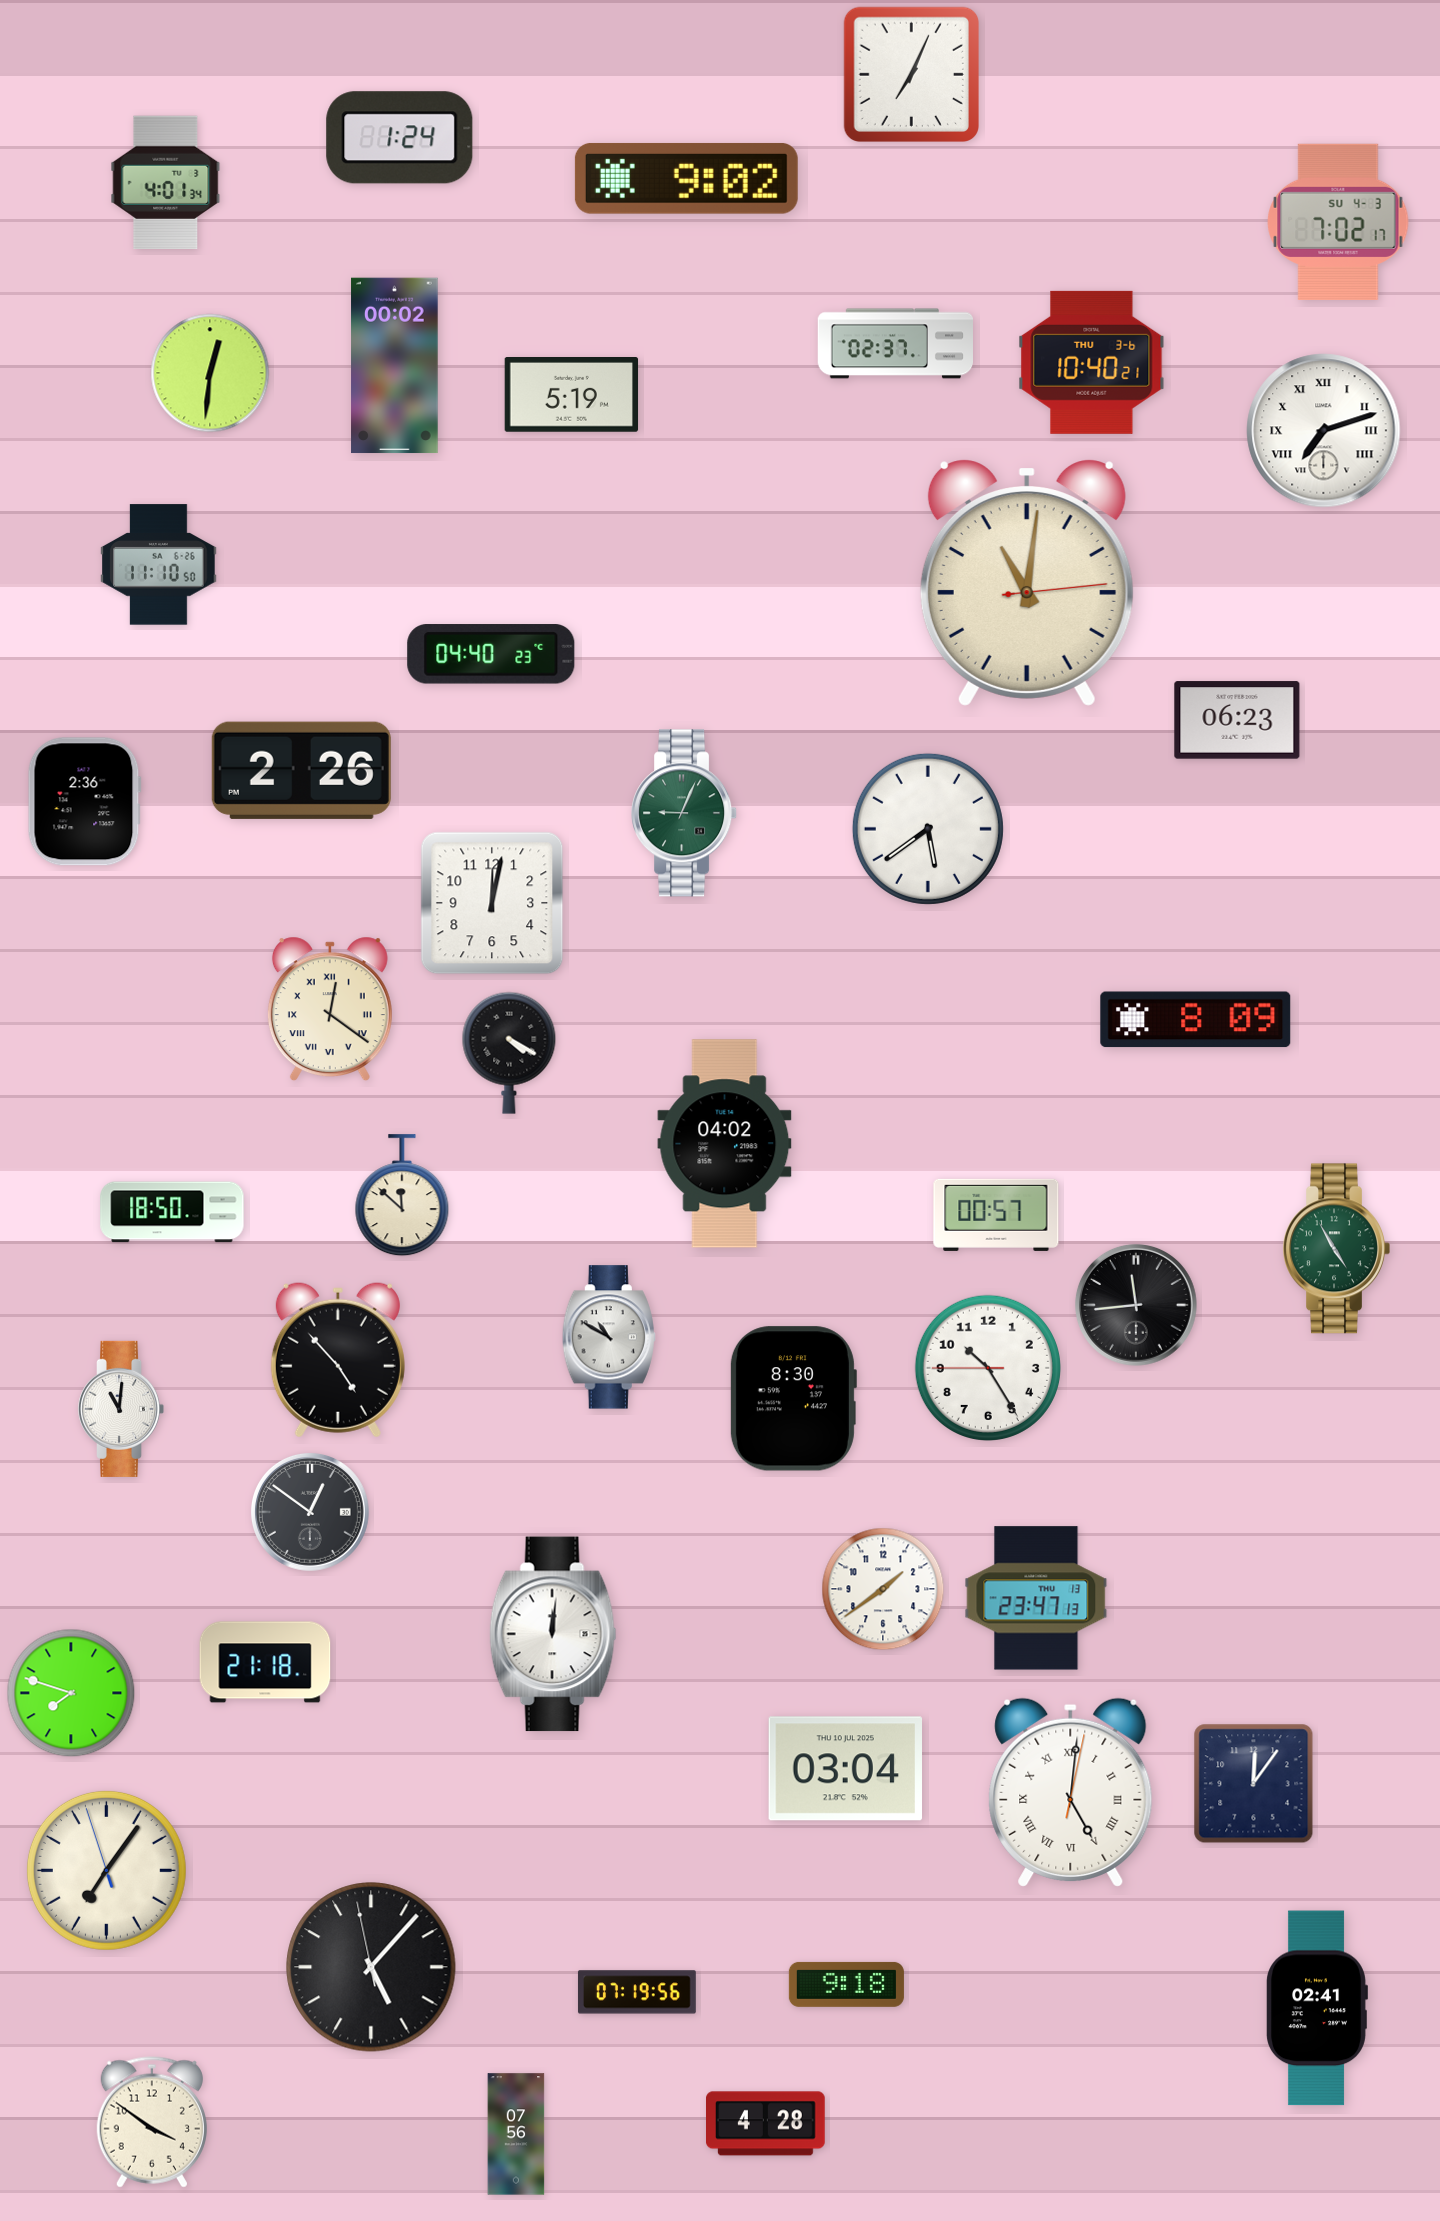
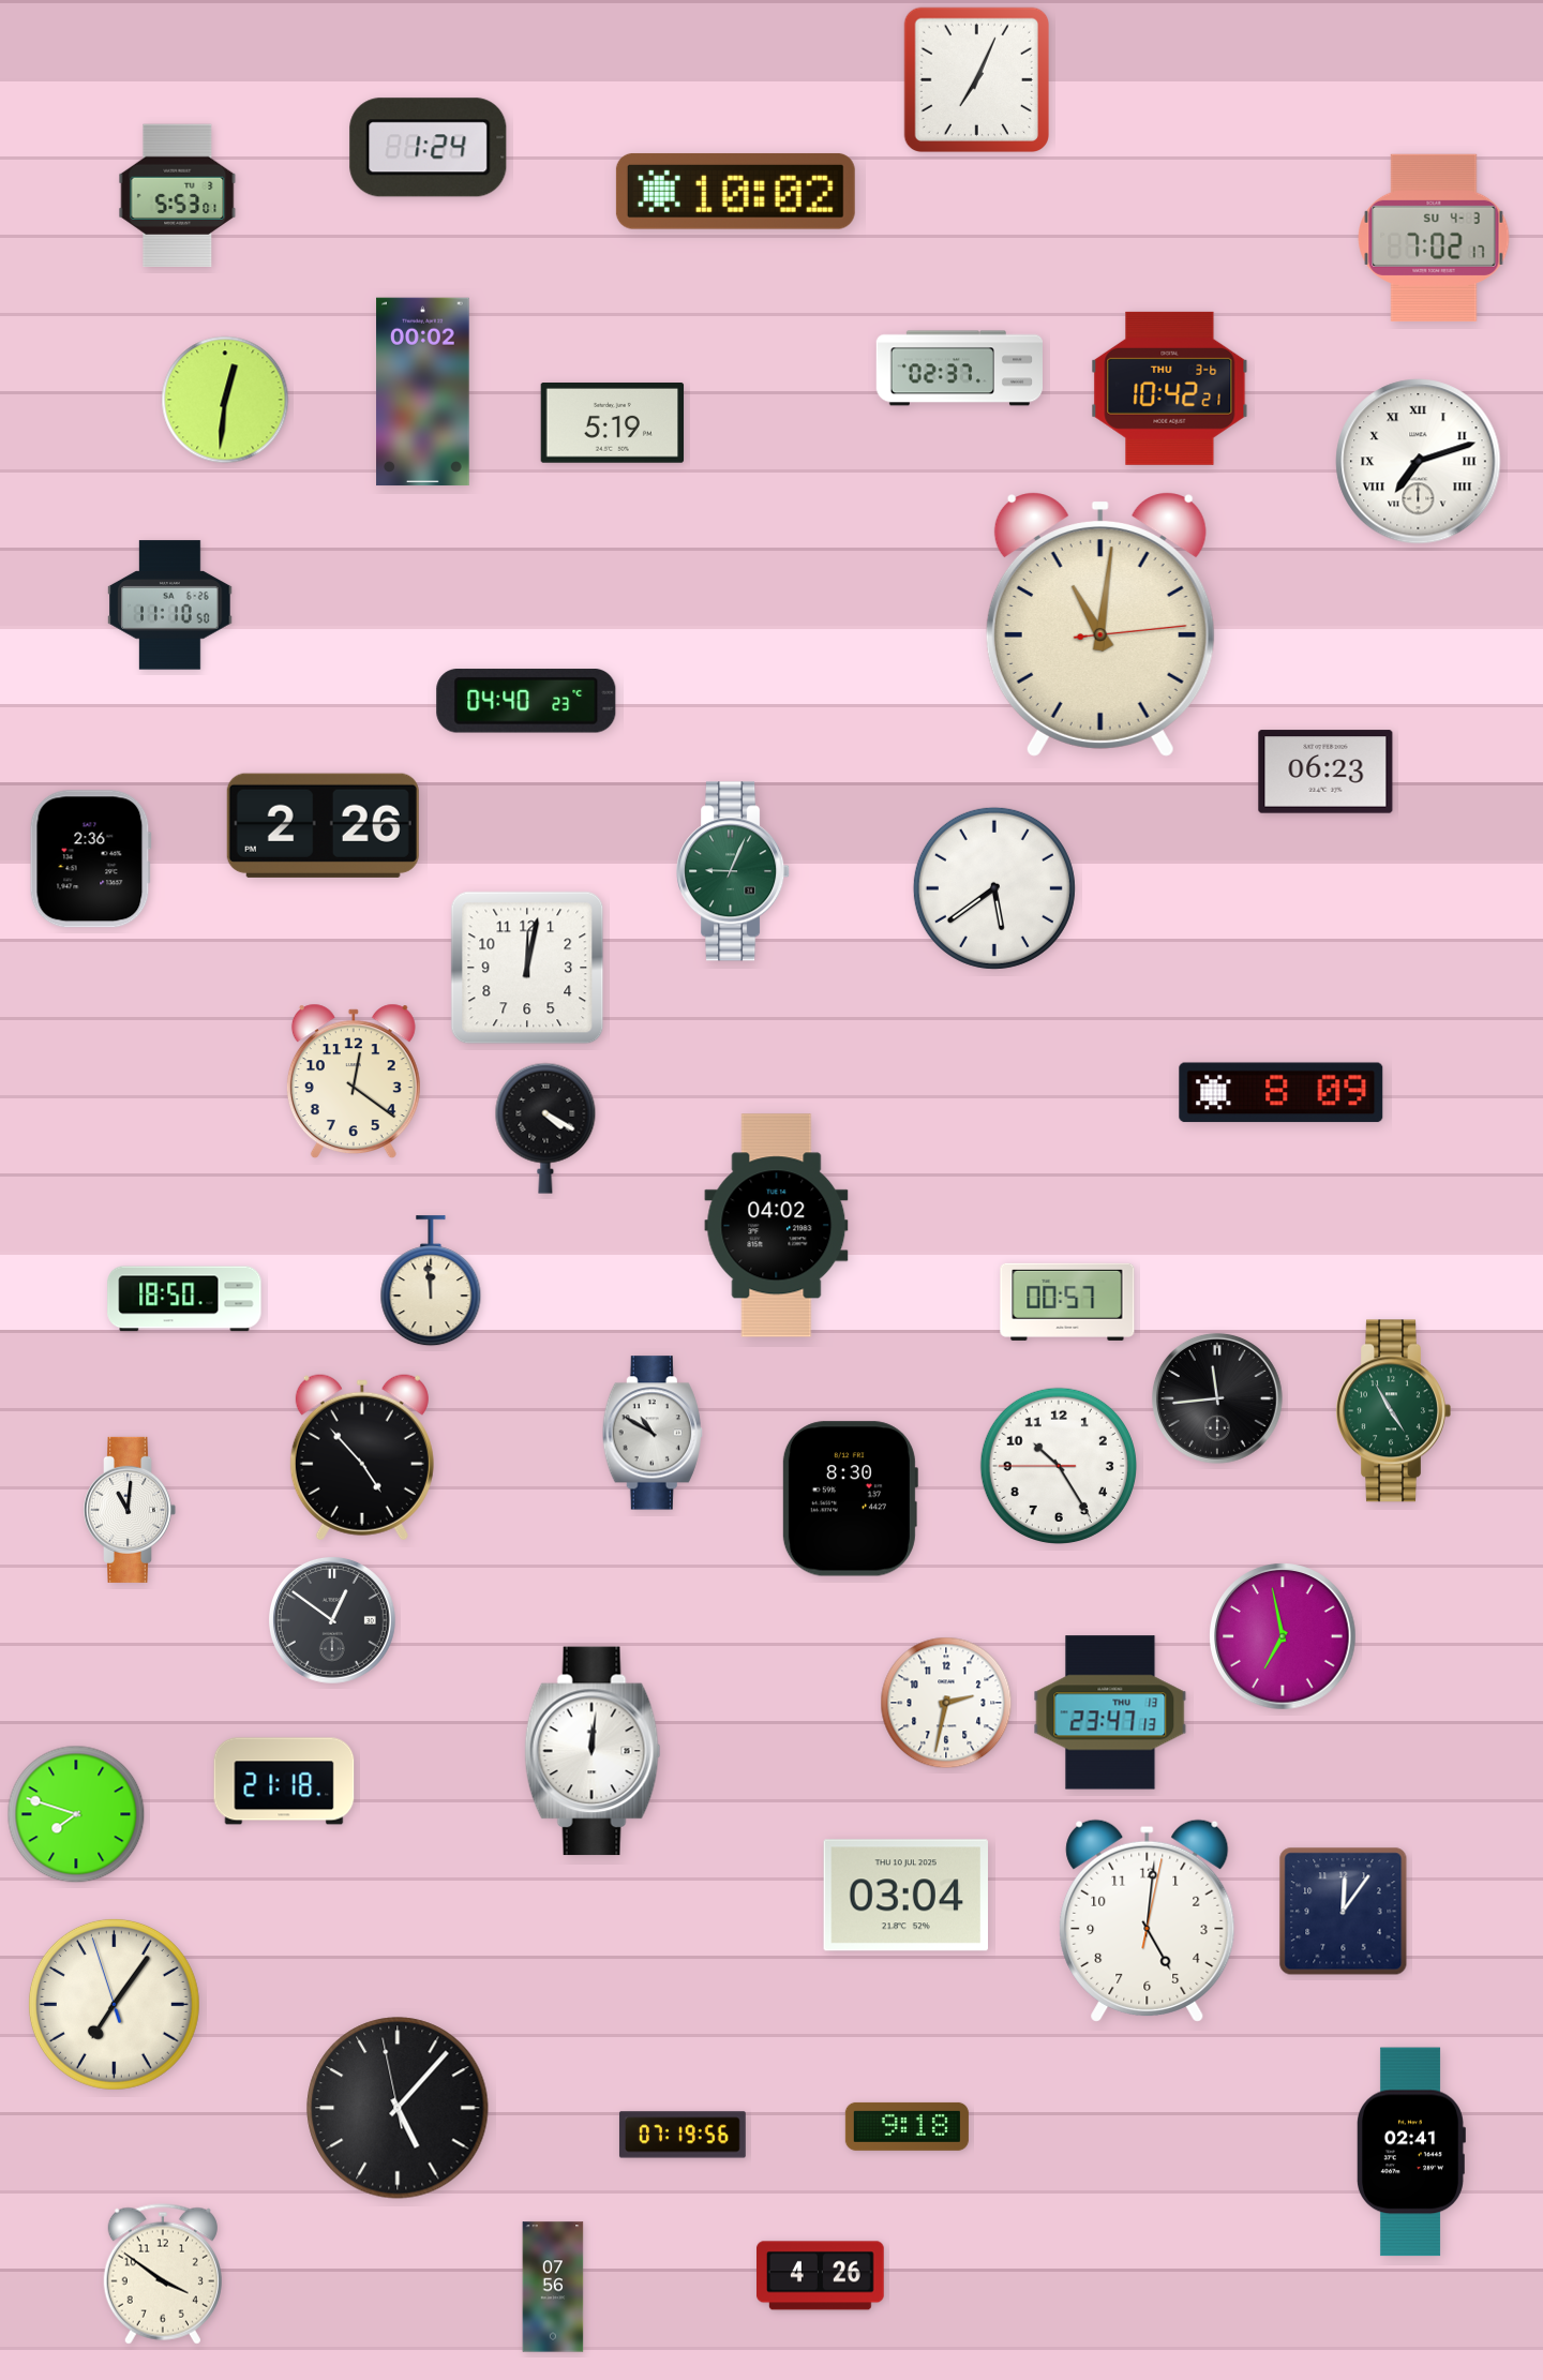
clock at (686, 179): 9:02 -> 10:02
clock at (166, 182): 4:01 -> 5:53
clock at (1092, 362): 10:40 -> 10:42
clock at (330, 1009) numerals: Roman -> Arabic
clock at (402, 1196): 11:52 -> 11:59
clock at (1336, 1249) position: (1336, 1249) -> (1393, 1411)
clock at (1283, 1636): none -> 6:58
clock at (883, 1589): 1:39 -> 2:32
clock at (1071, 1792) numerals: Roman -> Arabic
clock at (766, 2124): 4:28 -> 4:26
